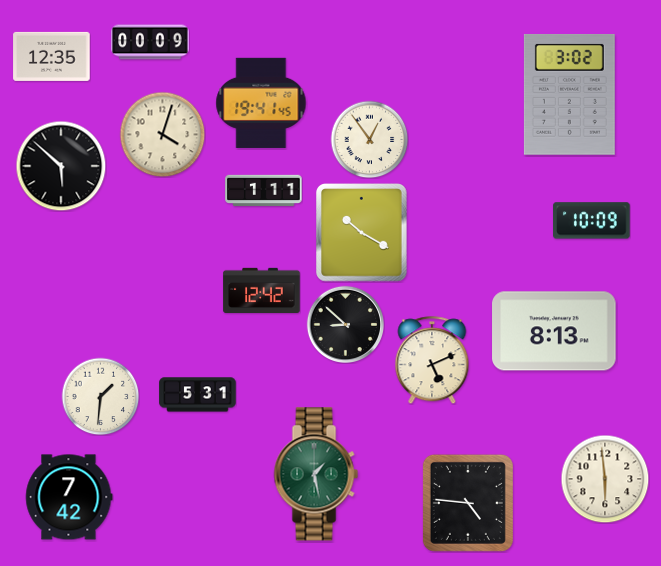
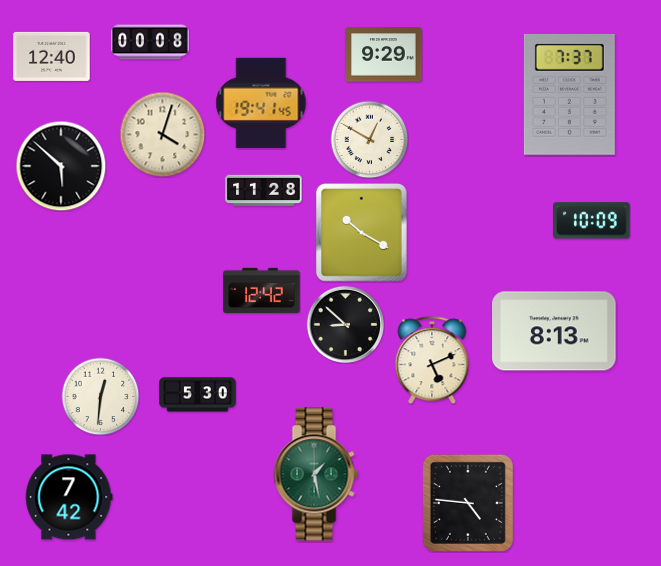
clock at (150, 42): 00:09 -> 00:08
clock at (384, 55): none -> 9:29
clock at (52, 56): 12:35 -> 12:40
clock at (569, 94): 3:02 -> 7:37
clock at (369, 139): 12:54 -> 12:50
clock at (264, 191): 1:11 -> 11:28
clock at (198, 395): 5:31 -> 5:30
clock at (100, 396): 1:31 -> 12:31
clock at (605, 479): 5:59 -> none
